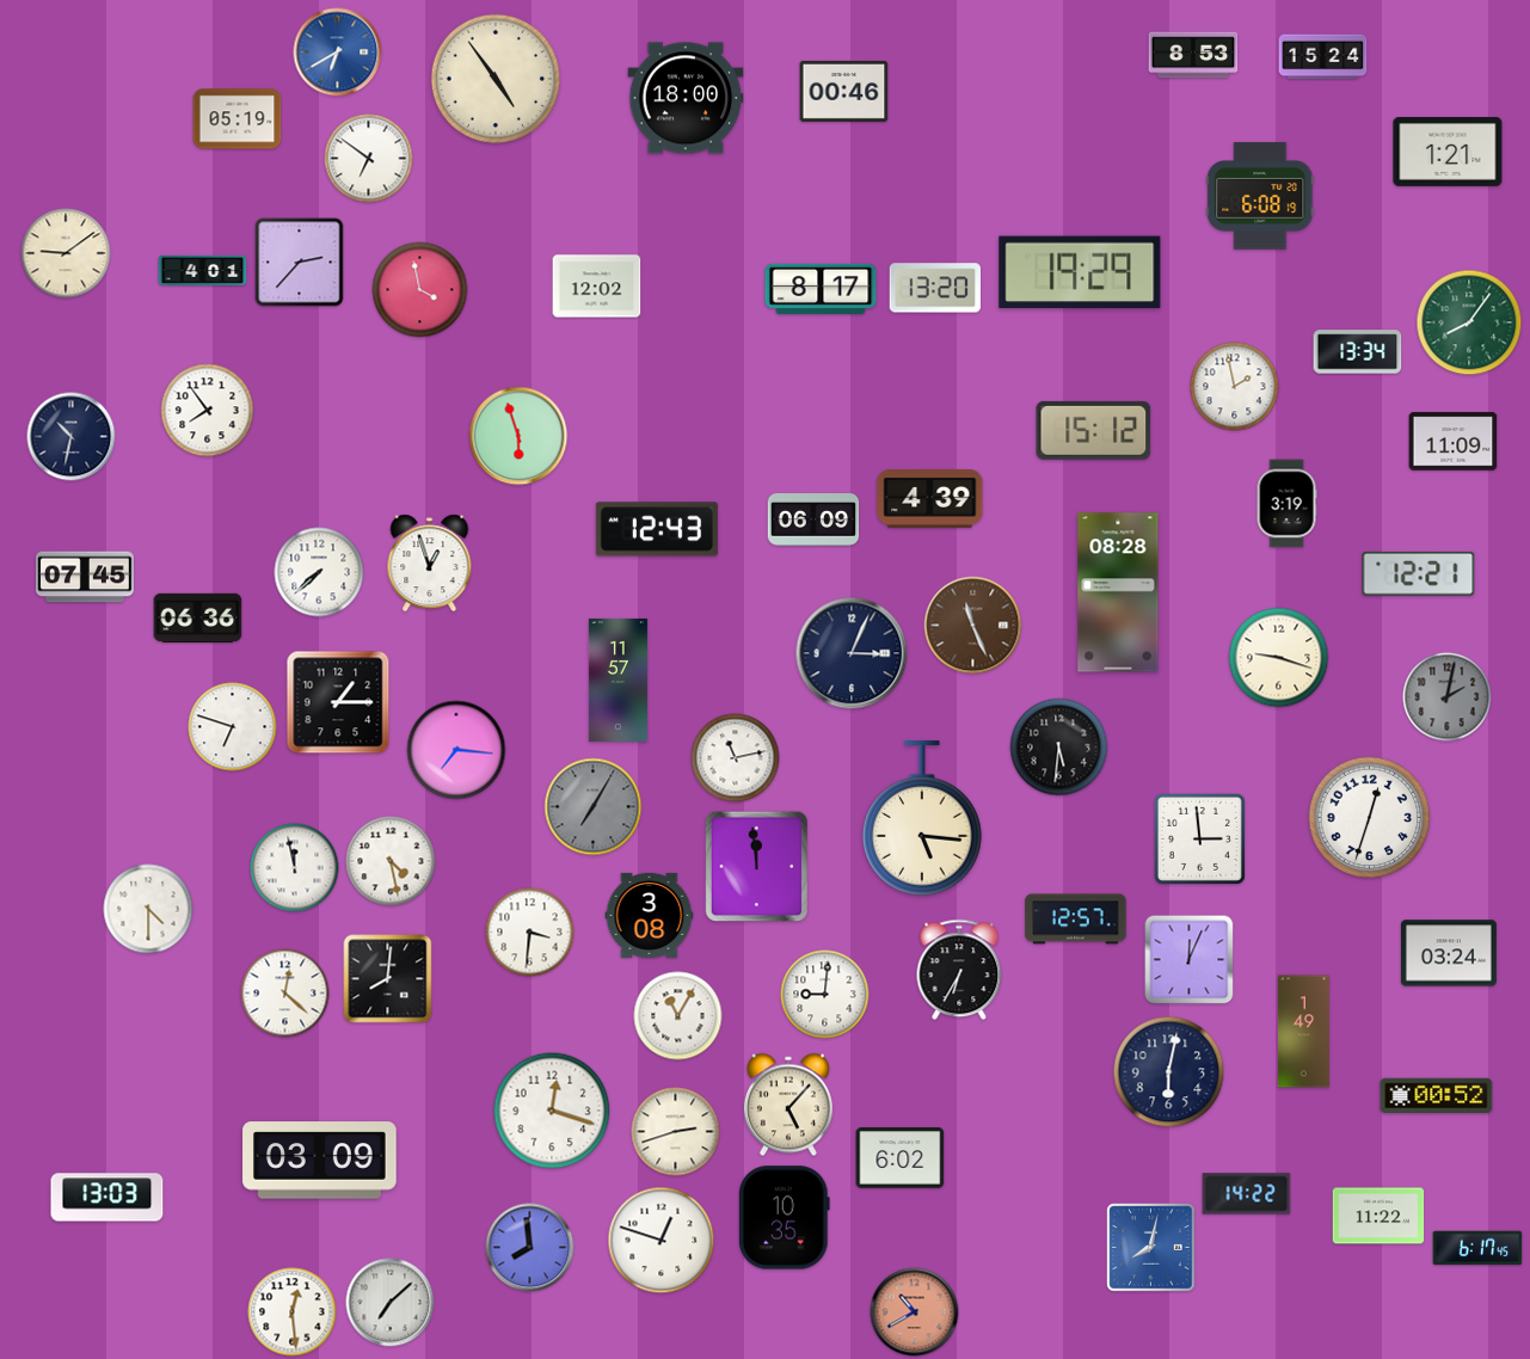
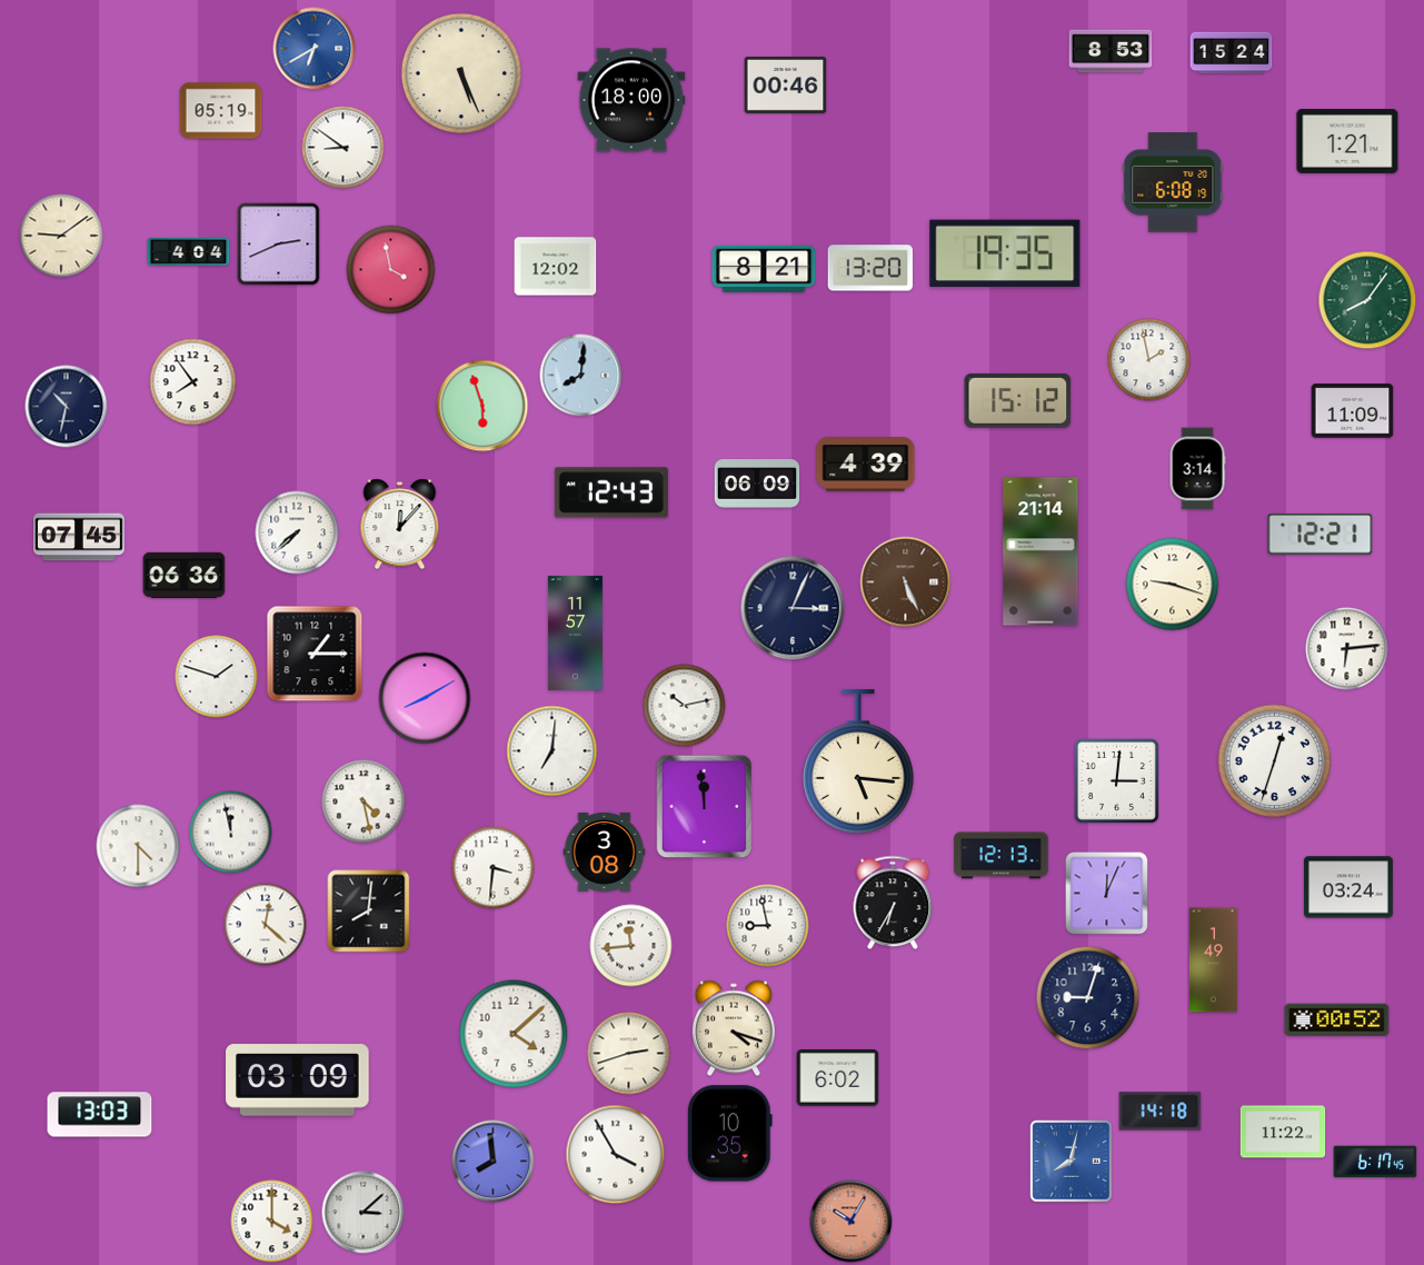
clock at (494, 78): 4:54 -> 5:26
clock at (686, 98) position: (686, 98) -> (631, 100)
clock at (369, 159): 6:51 -> 8:51
clock at (300, 263): 2:37 -> 2:41
clock at (203, 270): 4:01 -> 4:04
clock at (1080, 272): 19:29 -> 19:35
clock at (821, 289): 8:17 -> 8:21
clock at (1358, 352): 13:34 -> none
clock at (581, 376): none -> 8:01
clock at (1286, 504): 3:19 -> 3:14
clock at (430, 564): 12:57 -> 12:07
clock at (1118, 592): 08:28 -> 21:14
clock at (973, 626): 11:26 -> 5:26
clock at (1279, 658) position: (1279, 658) -> (1173, 585)
clock at (1448, 697): 2:02 -> 6:14
clock at (1448, 697) dial: grey -> white
clock at (233, 727): 6:48 -> 1:48
clock at (1059, 748): 5:31 -> none
clock at (456, 750): 7:16 -> 8:10
clock at (736, 758): 11:13 -> 10:13
clock at (594, 807): 7:05 -> 7:01
clock at (594, 807) dial: grey -> white
clock at (1199, 838): 2:59 -> 3:01
clock at (295, 868) position: (295, 868) -> (231, 833)
clock at (1076, 920): 12:57 -> 12:13
clock at (388, 979) position: (388, 979) -> (369, 912)
clock at (825, 995): 9:01 -> 8:58
clock at (678, 1016): 11:05 -> 11:44
clock at (1169, 1072): 6:02 -> 9:03
clock at (788, 1105): 5:07 -> 4:18
clock at (552, 1111): 12:18 -> 4:08
clock at (1247, 1194): 14:22 -> 14:18
clock at (662, 1241): 12:48 -> 3:55
clock at (391, 1303): 7:08 -> 3:08
clock at (293, 1312): 12:29 -> 4:00
clock at (915, 1312): 10:40 -> 10:05
